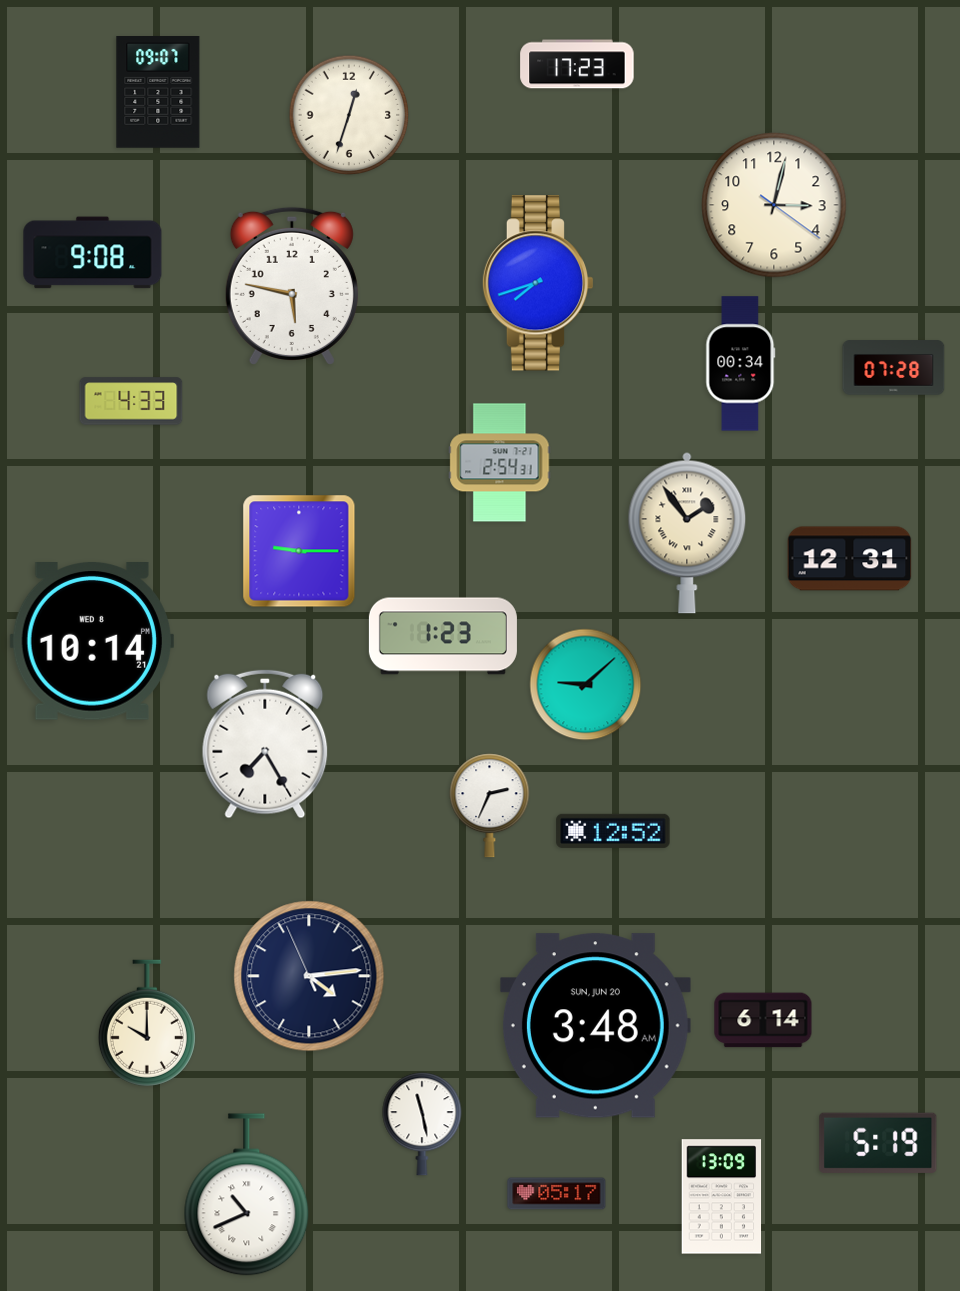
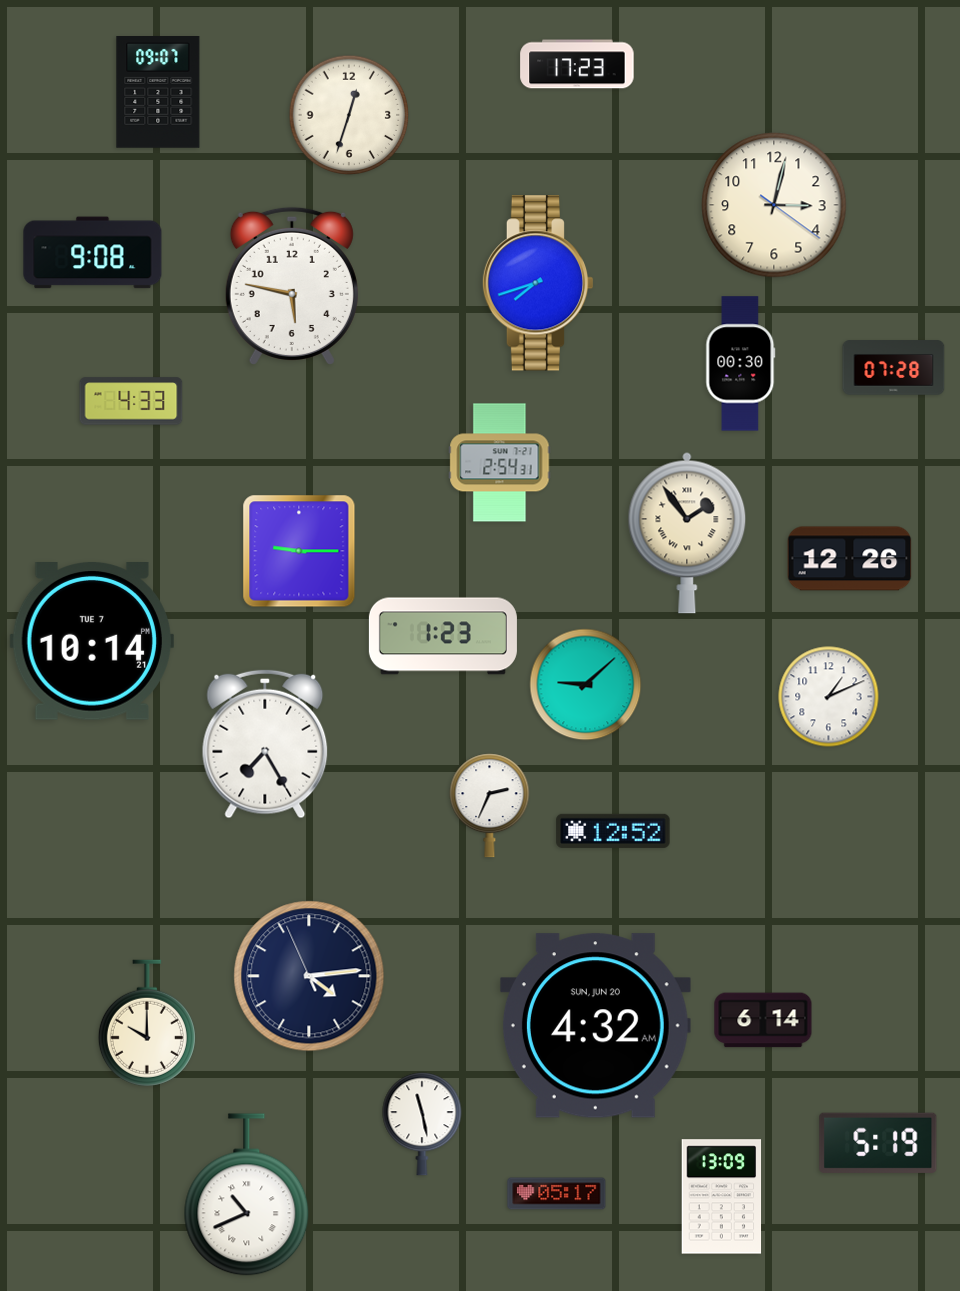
clock at (741, 364): 00:34 -> 00:30
clock at (850, 559): 12:31 -> 12:26
clock at (91, 642) date: WED 8 -> TUE 7
clock at (829, 697): none -> 1:11
clock at (595, 1026): 3:48 -> 4:32
